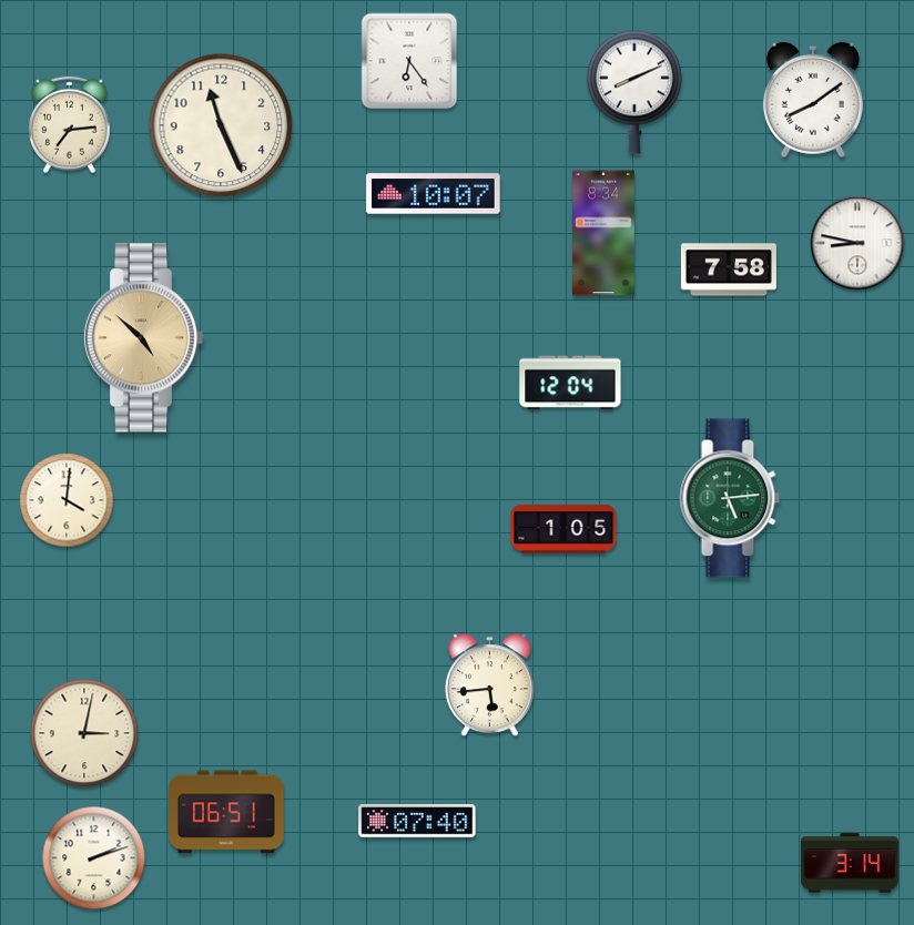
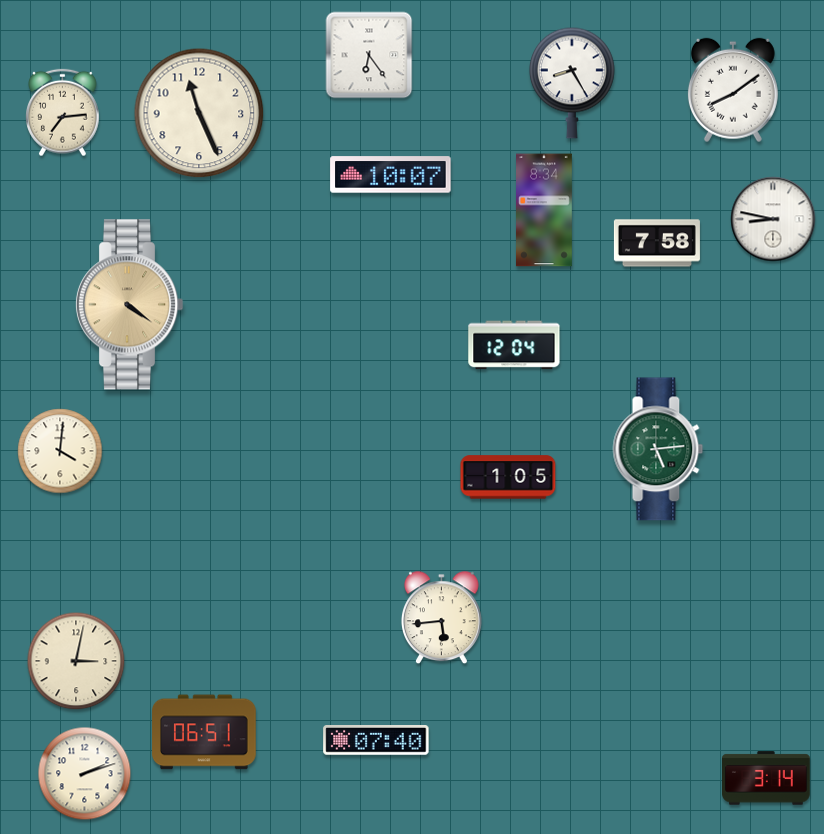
clock at (634, 92): 8:11 -> 8:25
clock at (143, 338): 4:52 -> 4:21
